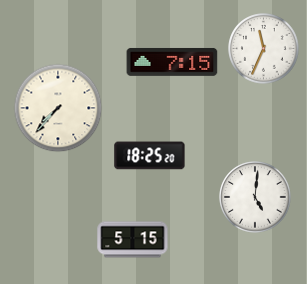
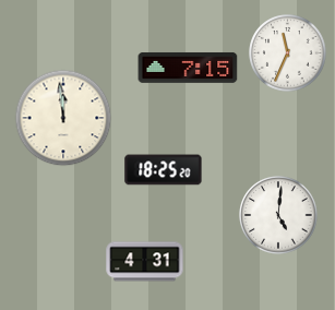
clock at (58, 108): 7:37 -> 11:59
clock at (133, 240): 5:15 -> 4:31
